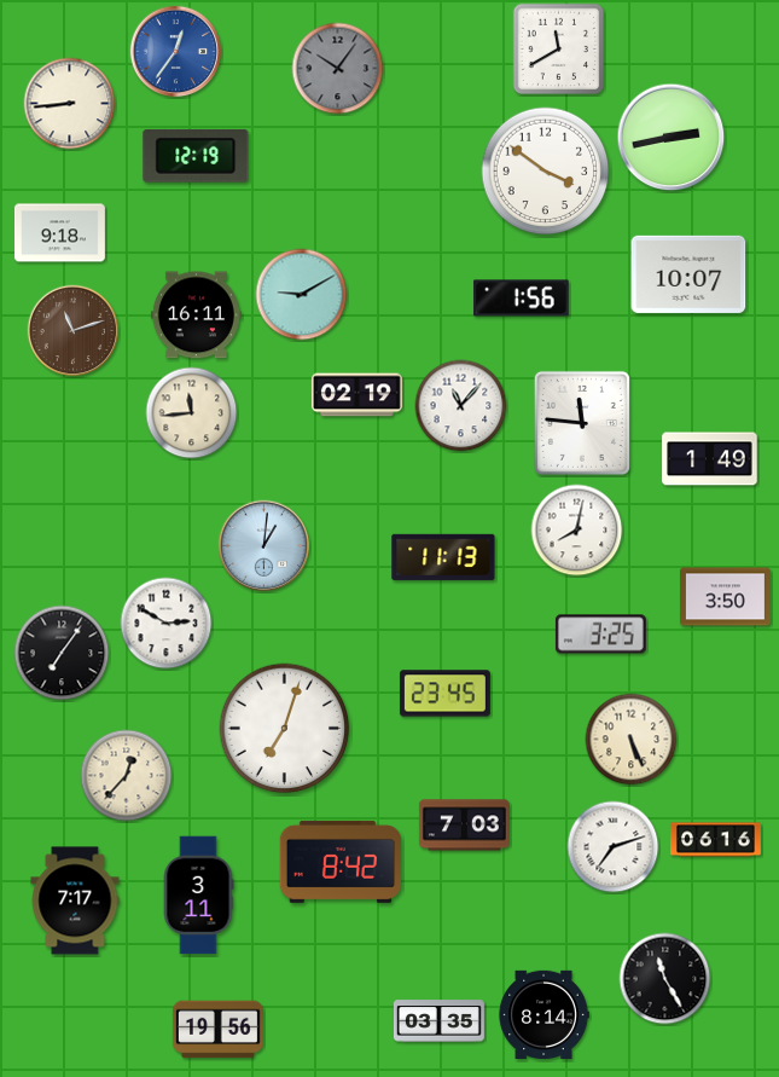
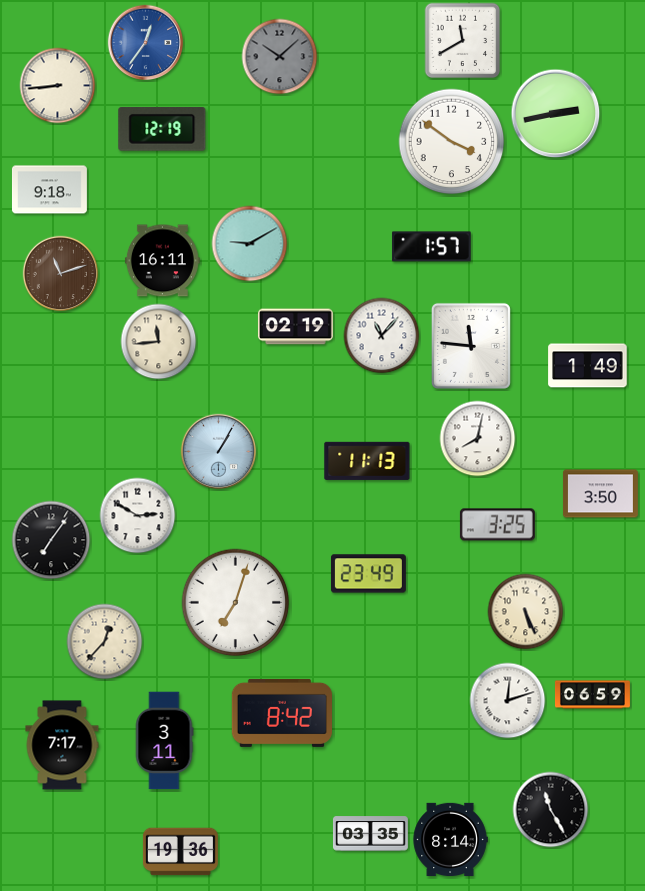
clock at (338, 69): 10:06 -> 10:08
clock at (59, 233) position: (59, 233) -> (49, 190)
clock at (688, 274): 10:07 -> none
clock at (522, 299): 1:56 -> 1:57
clock at (582, 423) position: (582, 423) -> (471, 346)
clock at (710, 459) position: (710, 459) -> (588, 366)
clock at (264, 546): 1:01 -> 1:05
clock at (444, 694): 23:45 -> 23:49
clock at (632, 740) position: (632, 740) -> (526, 612)
clock at (464, 826): 7:03 -> none
clock at (715, 840): 06:16 -> 06:59
clock at (614, 847): 7:12 -> 12:12
clock at (438, 1021) position: (438, 1021) -> (370, 834)
clock at (217, 1030): 19:56 -> 19:36
